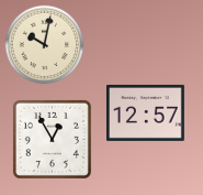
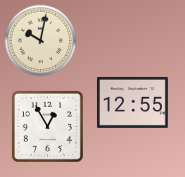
clock at (145, 112): 12:57 -> 12:55
